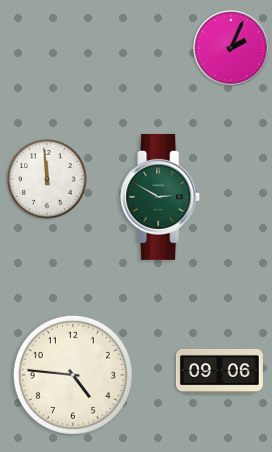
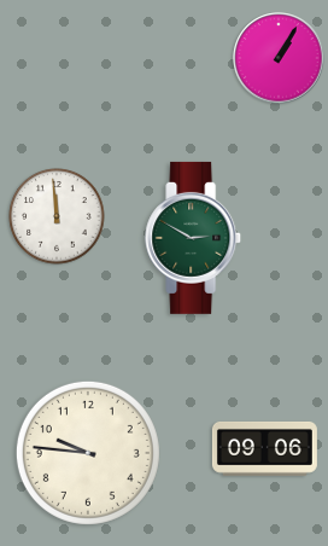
clock at (231, 48): 2:04 -> 1:05
clock at (73, 375): 4:46 -> 9:46
